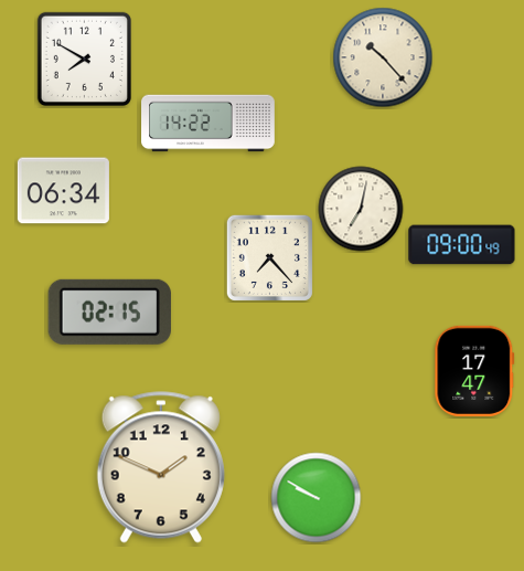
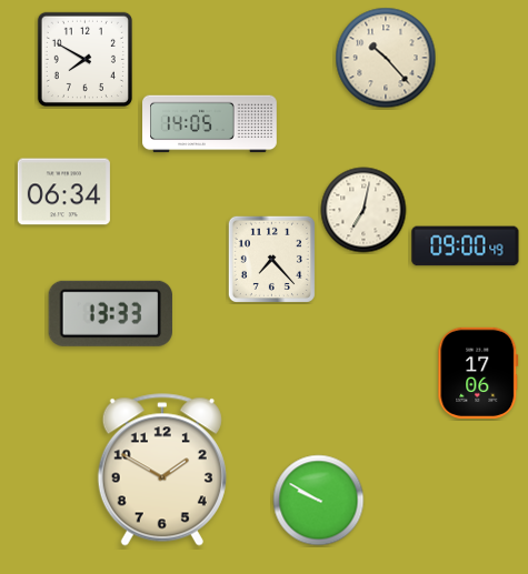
clock at (208, 124): 14:22 -> 14:05
clock at (109, 311): 02:15 -> 13:33
clock at (474, 371): 17:47 -> 17:06
clock at (161, 467): 1:49 -> 1:50
